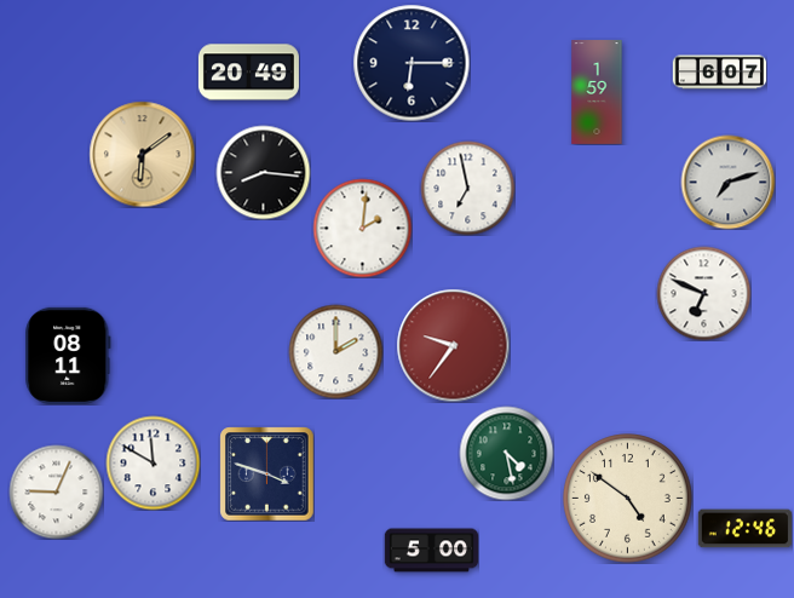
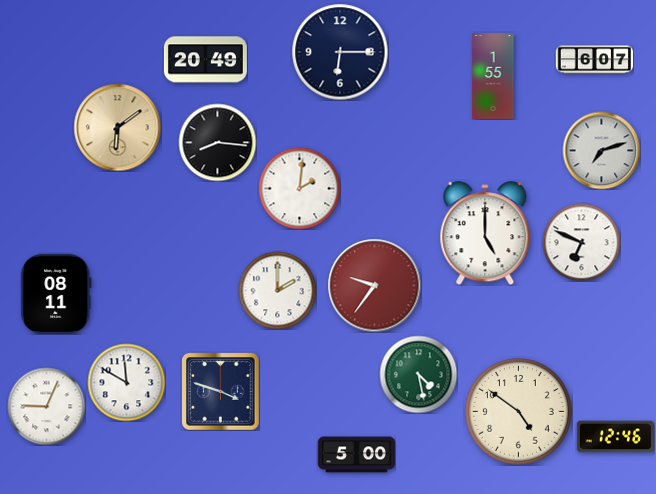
clock at (597, 93): 1:59 -> 1:55
clock at (467, 188): 6:58 -> none
clock at (485, 233): none -> 5:00
